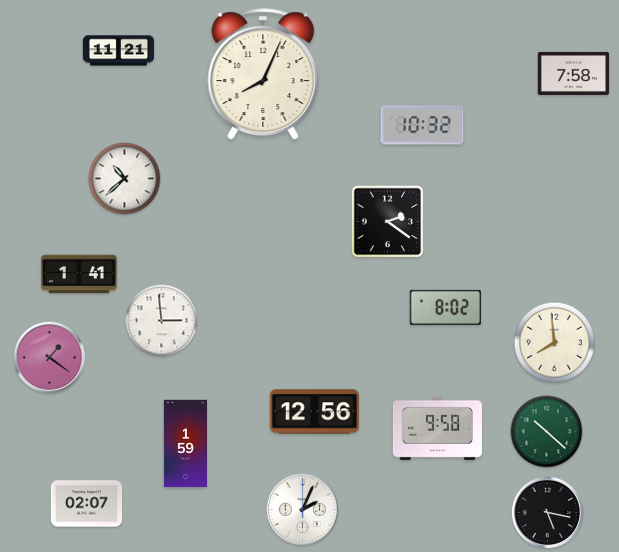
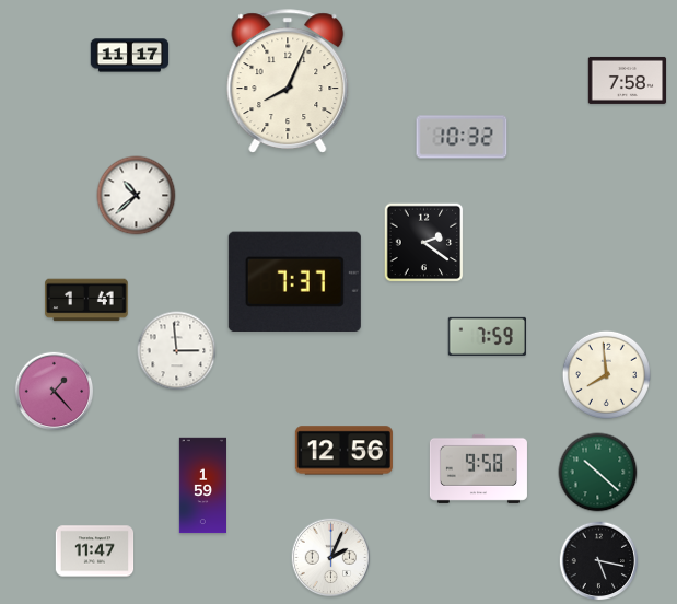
clock at (119, 51): 11:21 -> 11:17
clock at (294, 281): none -> 7:37
clock at (445, 307): 8:02 -> 7:59
clock at (50, 358): 1:21 -> 1:23
clock at (87, 504): 02:07 -> 11:47
